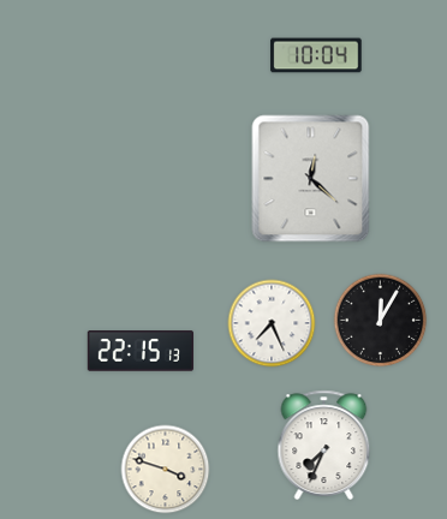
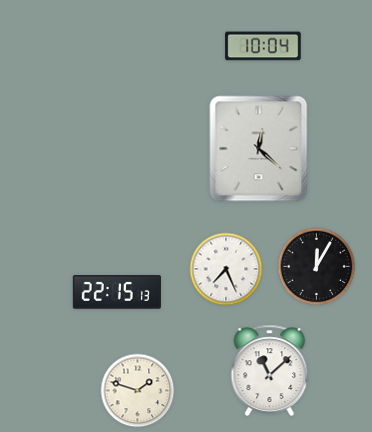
clock at (324, 445): 7:34 -> 11:08
clock at (166, 470): 3:48 -> 1:48
